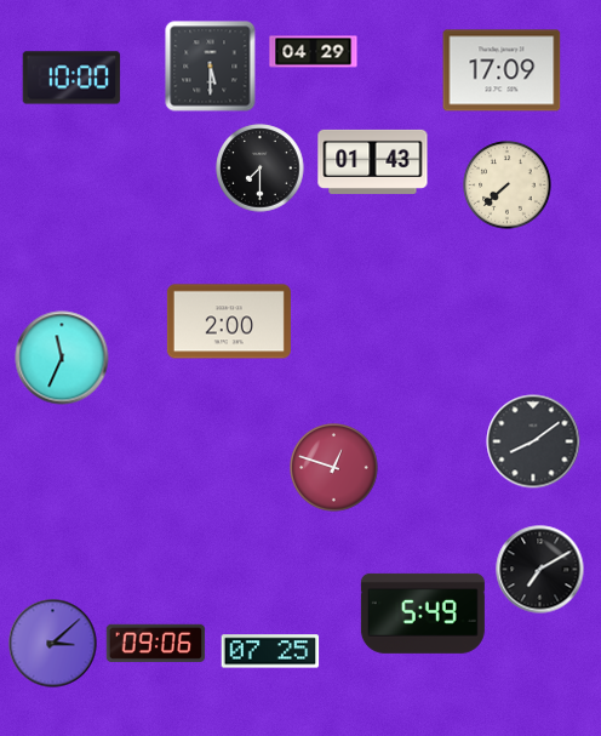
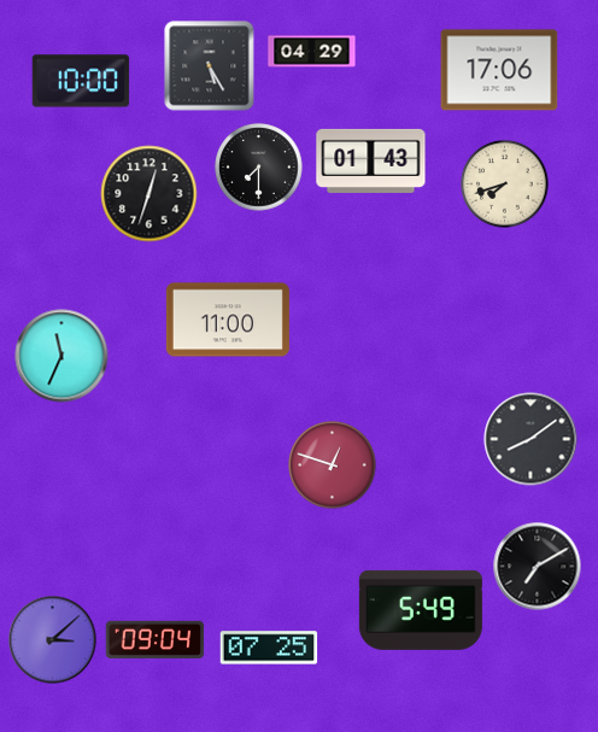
clock at (211, 67): 5:30 -> 5:25
clock at (502, 70): 17:09 -> 17:06
clock at (71, 78) position: (71, 78) -> (81, 81)
clock at (508, 186): 7:38 -> 7:42
clock at (149, 194): none -> 12:33
clock at (229, 321): 2:00 -> 11:00
clock at (156, 643): 09:06 -> 09:04
